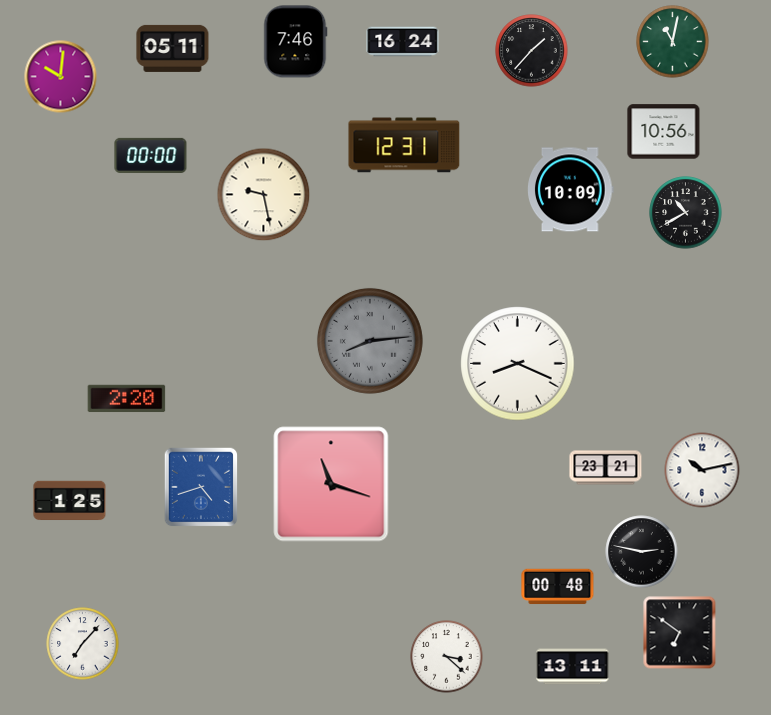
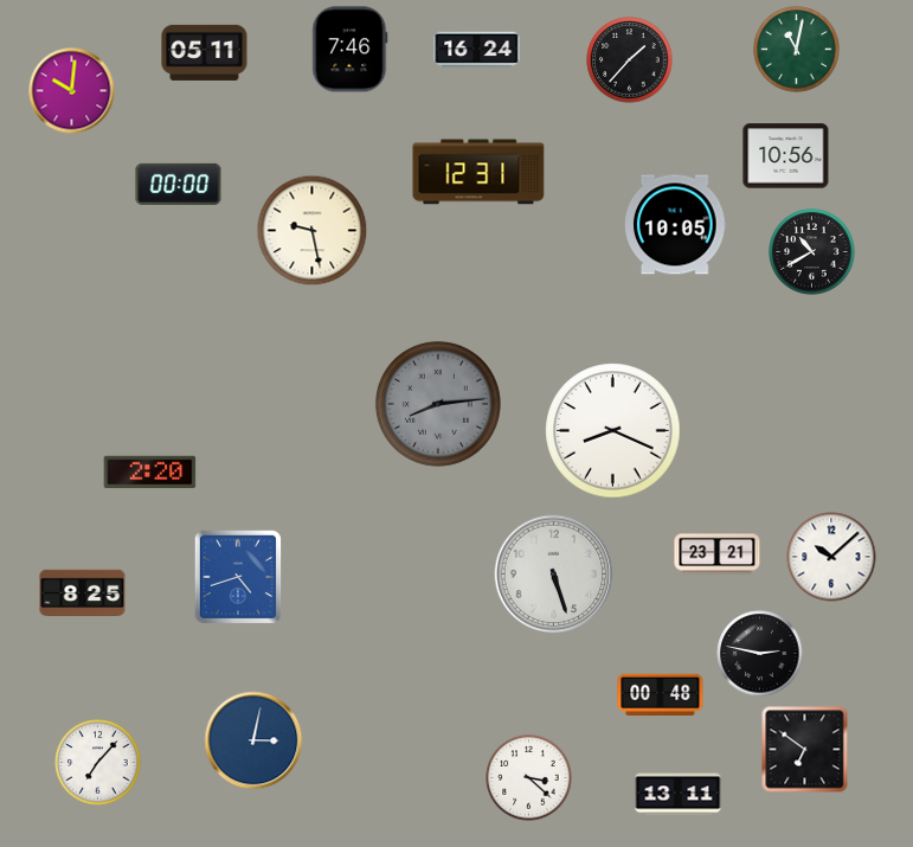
clock at (173, 48) position: (173, 48) -> (205, 52)
clock at (571, 190): 10:09 -> 10:05
clock at (702, 470): 10:13 -> 10:08
clock at (331, 484): 11:18 -> none
clock at (554, 575): none -> 5:27
clock at (70, 501): 1:25 -> 8:25
clock at (253, 740): none -> 3:02
clock at (573, 667) position: (573, 667) -> (679, 795)
